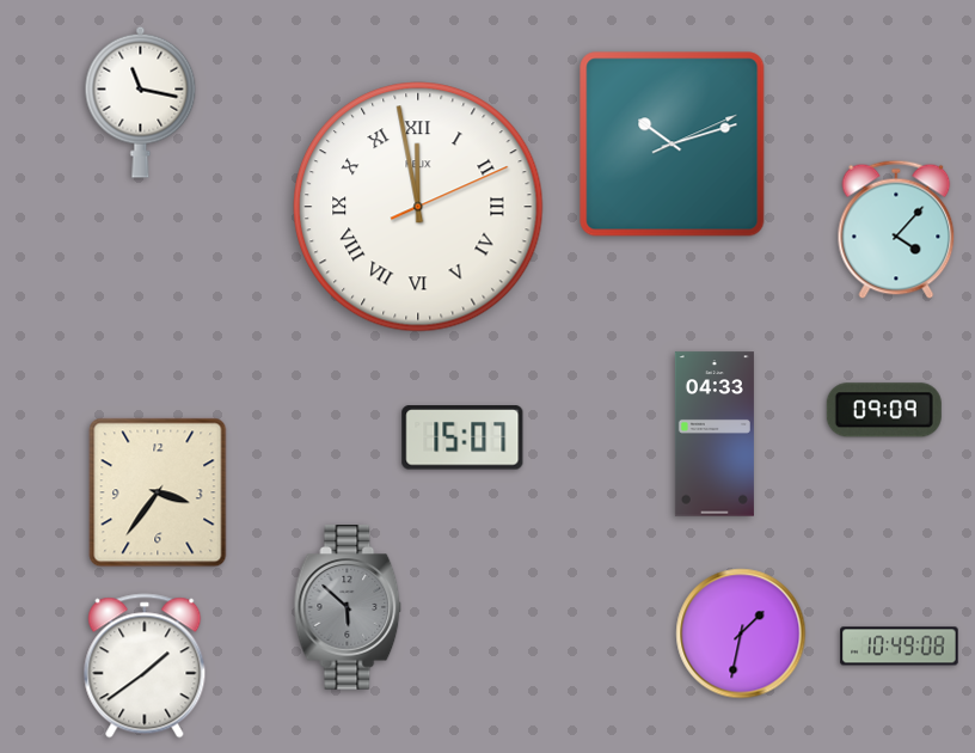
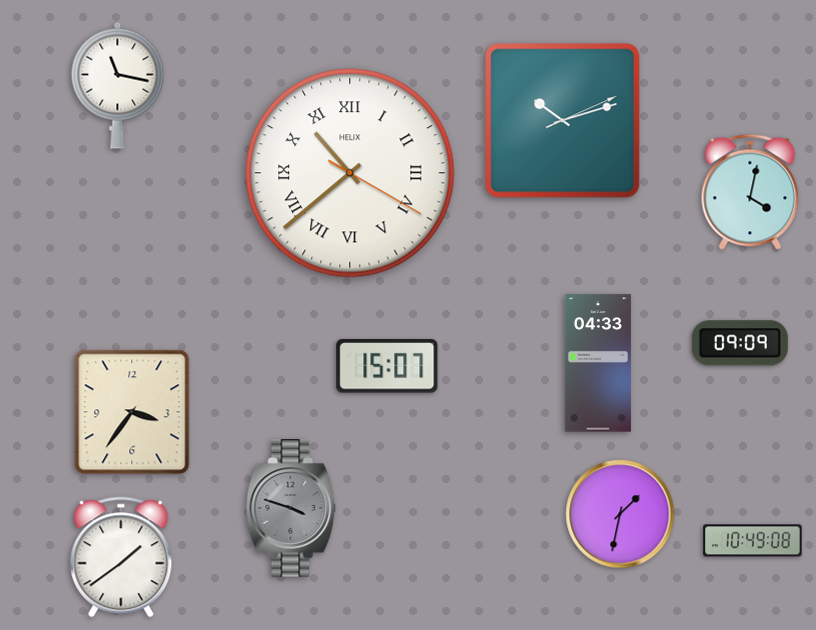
clock at (418, 207): 11:58 -> 10:38
clock at (896, 229): 4:07 -> 4:02
clock at (348, 607): 5:52 -> 3:48
clock at (741, 633) position: (741, 633) -> (620, 514)
